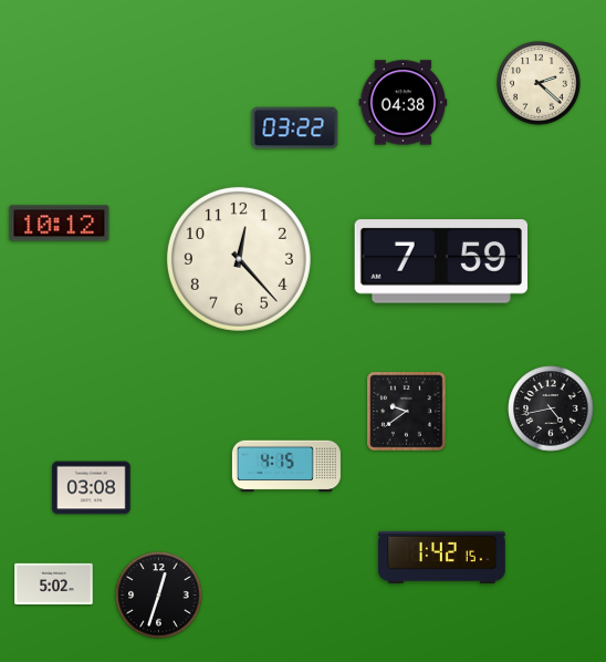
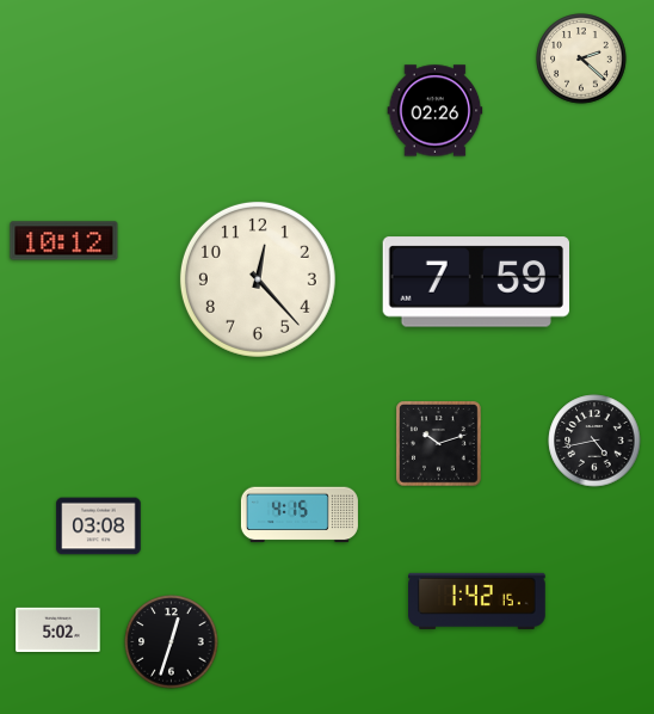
clock at (539, 83) position: (539, 83) -> (581, 59)
clock at (404, 103): 04:38 -> 02:26
clock at (295, 128): 03:22 -> none
clock at (407, 412): 9:39 -> 10:12
clock at (286, 466) position: (286, 466) -> (300, 515)
